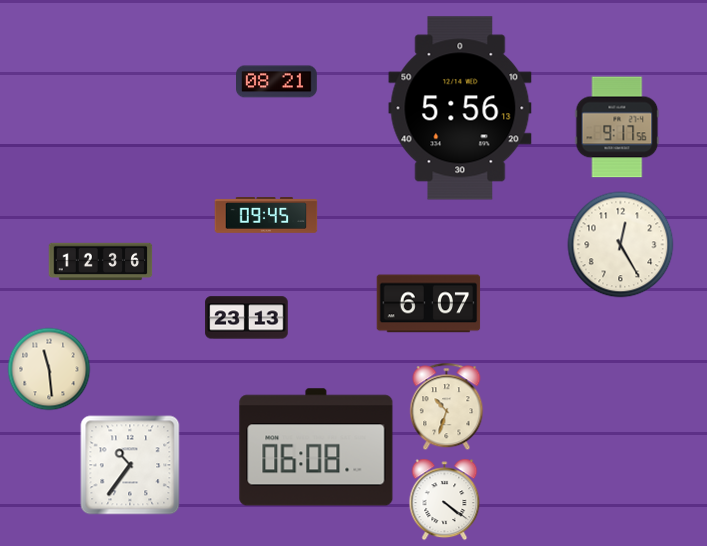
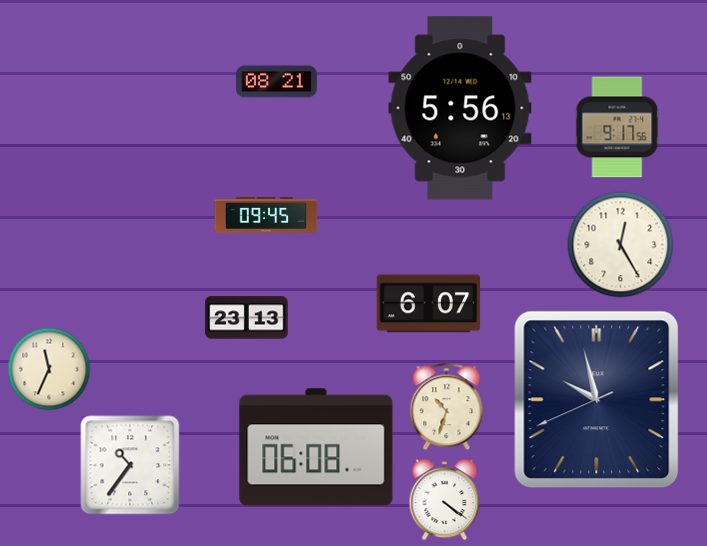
clock at (101, 262): 12:36 -> none
clock at (49, 369): 11:29 -> 11:34
clock at (597, 400): none -> 9:57
